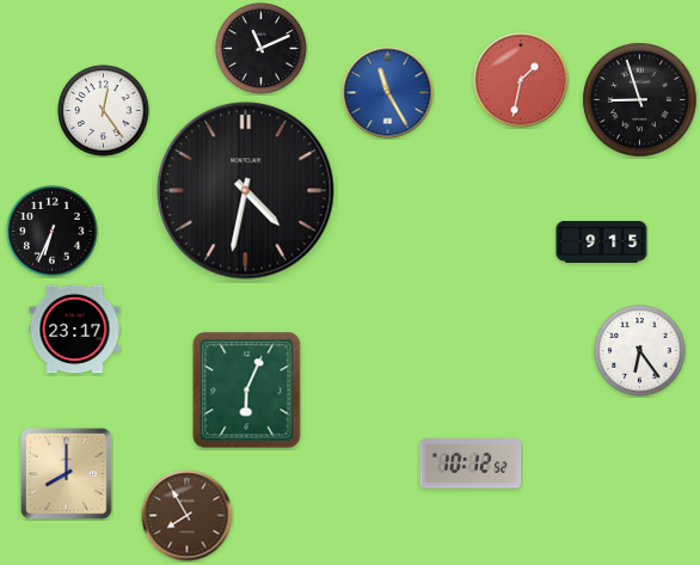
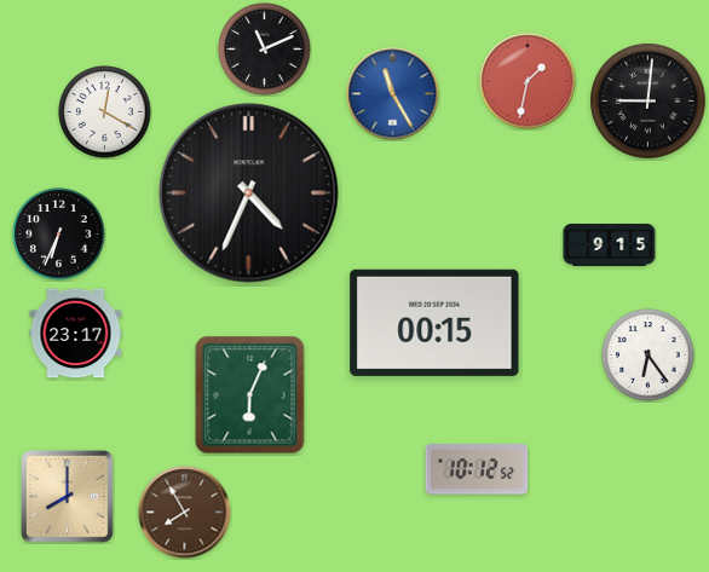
clock at (640, 100): 8:57 -> 9:01
clock at (104, 111): 12:24 -> 12:20
clock at (246, 191): 4:32 -> 4:34
clock at (53, 232) position: (53, 232) -> (59, 235)
clock at (434, 323): none -> 00:15
clock at (67, 474) position: (67, 474) -> (68, 497)
clock at (188, 516) position: (188, 516) -> (185, 513)
